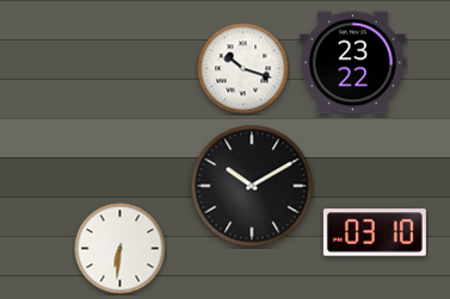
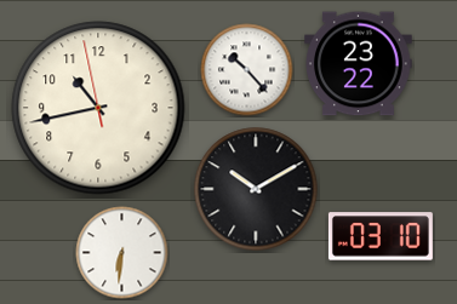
clock at (244, 69): 10:18 -> 10:23
clock at (98, 108): none -> 10:42
